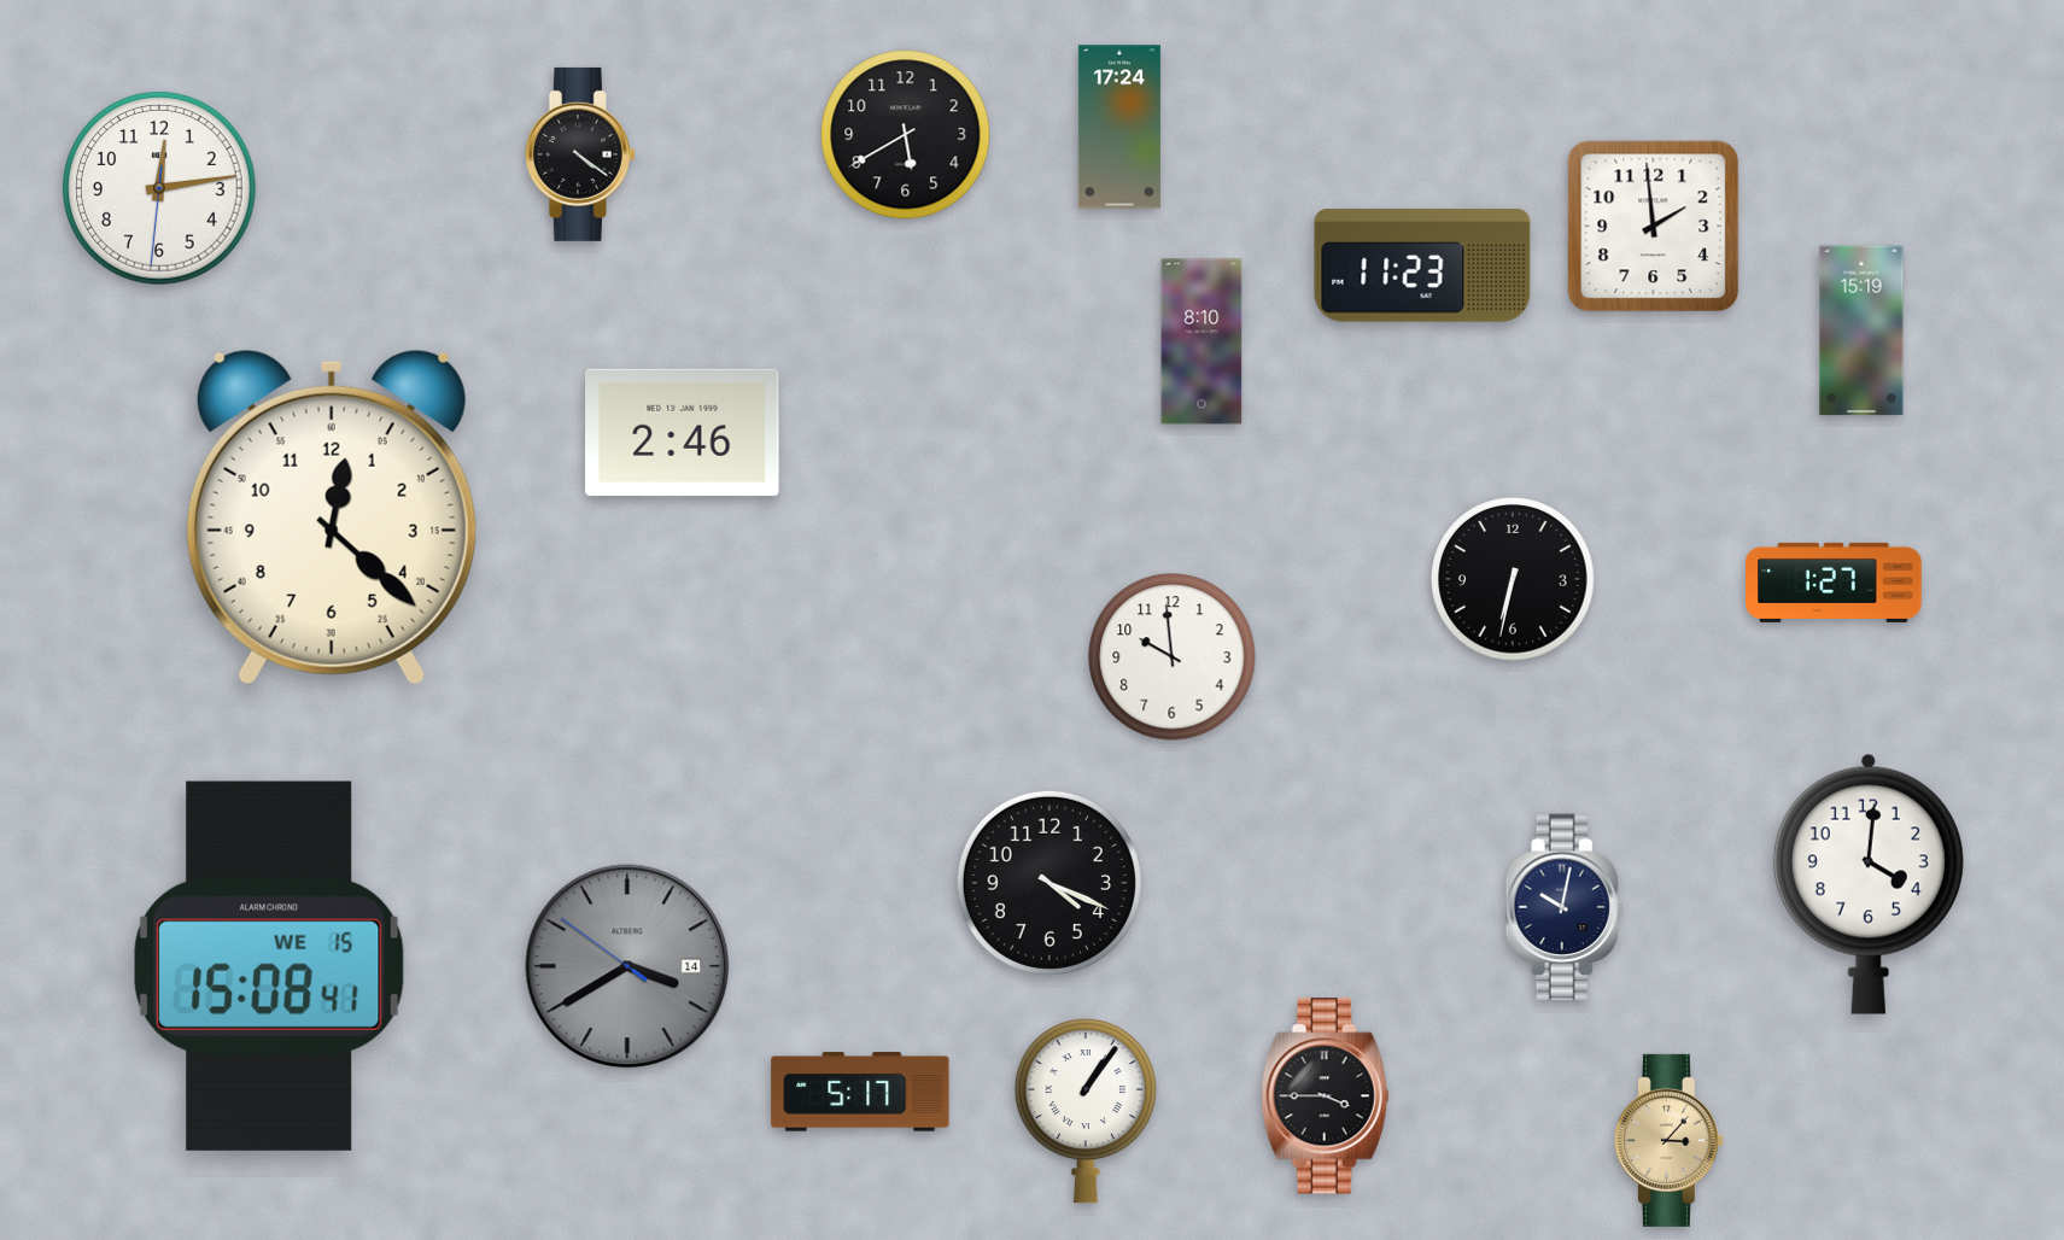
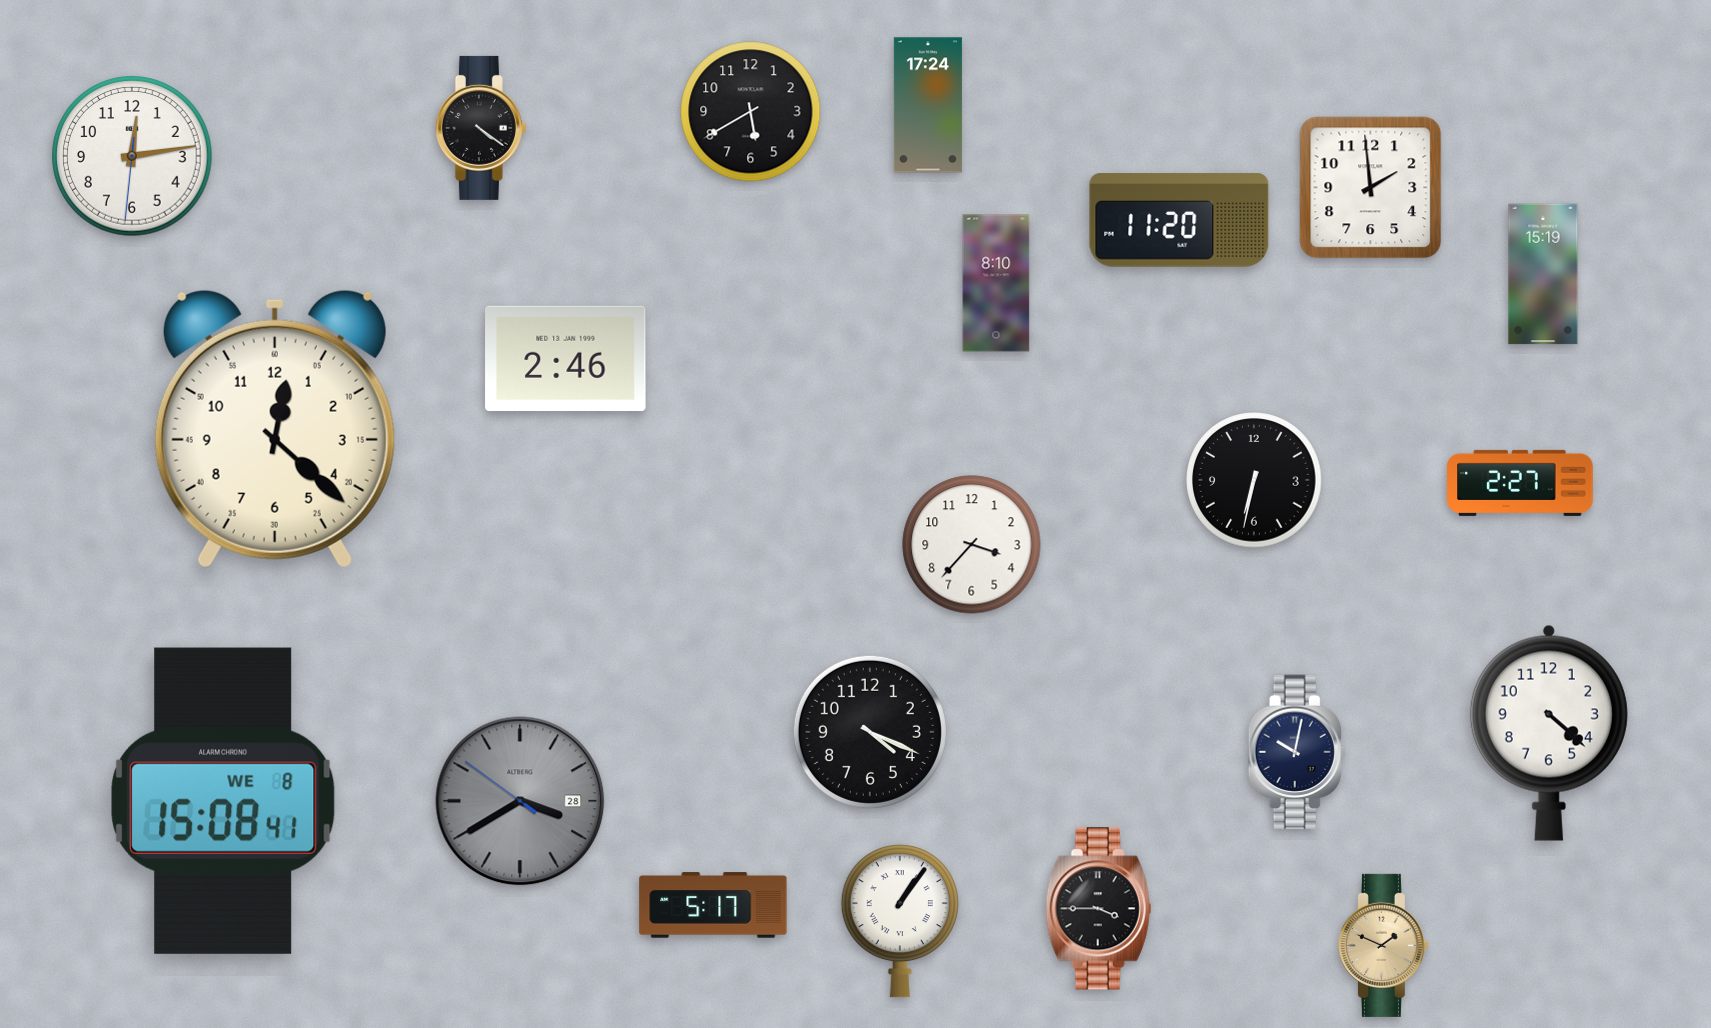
clock at (1422, 265): 11:23 -> 11:20
clock at (1834, 583): 1:27 -> 2:27
clock at (1173, 657): 9:59 -> 3:37
clock at (1869, 884): 4:01 -> 4:22
clock at (269, 966) date: WE 15 -> WE 8
clock at (627, 966) date: 14 -> 28
clock at (1668, 1140): 3:07 -> 1:49
